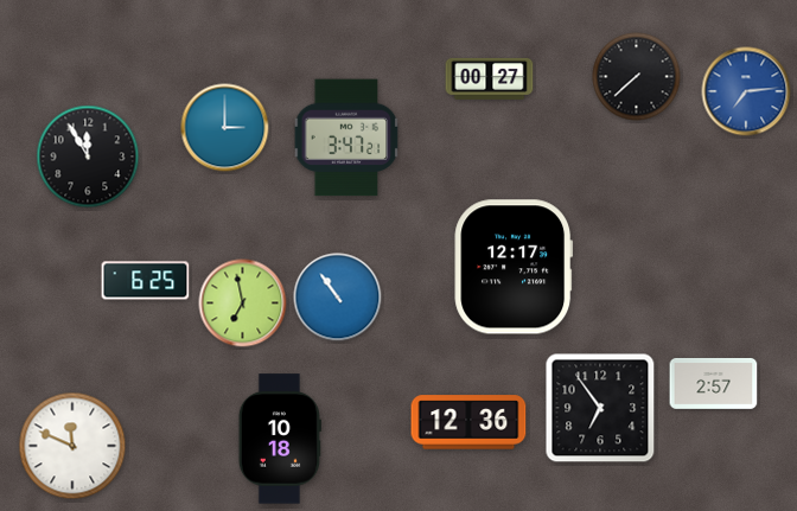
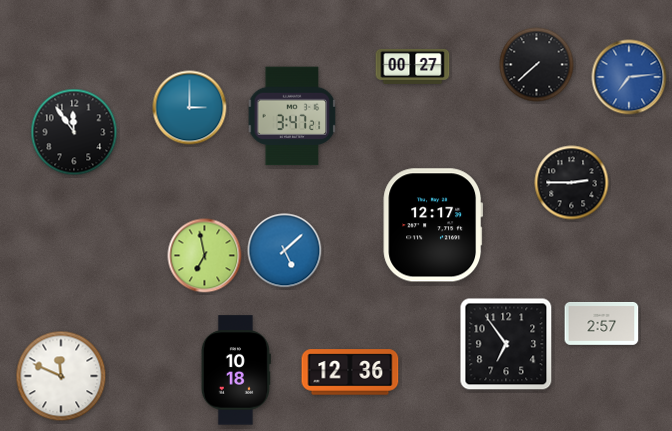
clock at (88, 157): 11:55 -> 11:54
clock at (572, 183): none -> 2:45
clock at (146, 281): 6:25 -> none
clock at (338, 298): 10:54 -> 5:08
clock at (468, 422) position: (468, 422) -> (350, 372)
